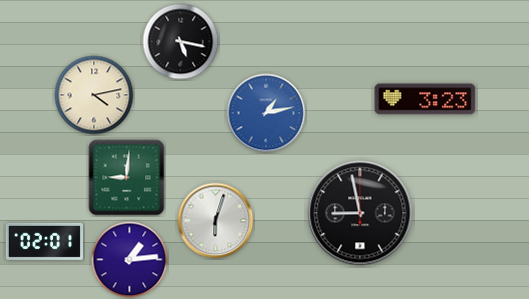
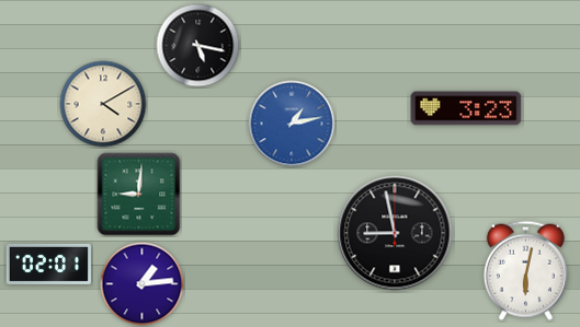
clock at (94, 95): 4:13 -> 4:10
clock at (216, 221): 6:03 -> none
clock at (525, 270): none -> 6:02
